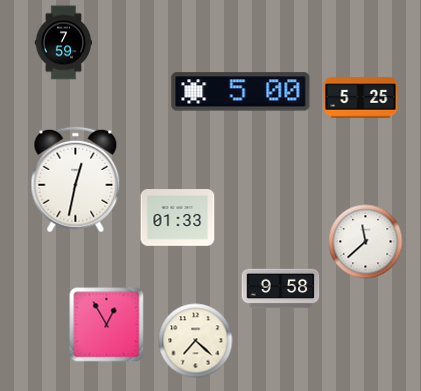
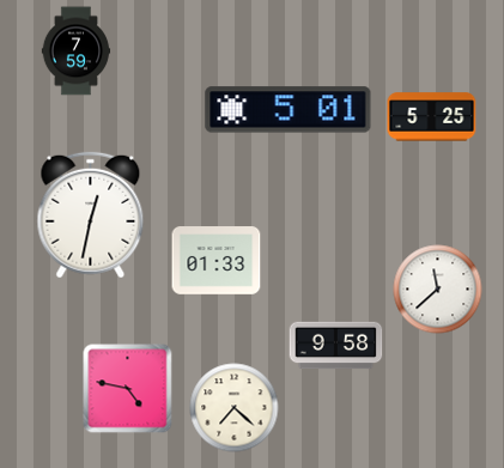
clock at (241, 92): 5:00 -> 5:01
clock at (178, 218) position: (178, 218) -> (217, 261)
clock at (107, 325): 12:55 -> 4:47
